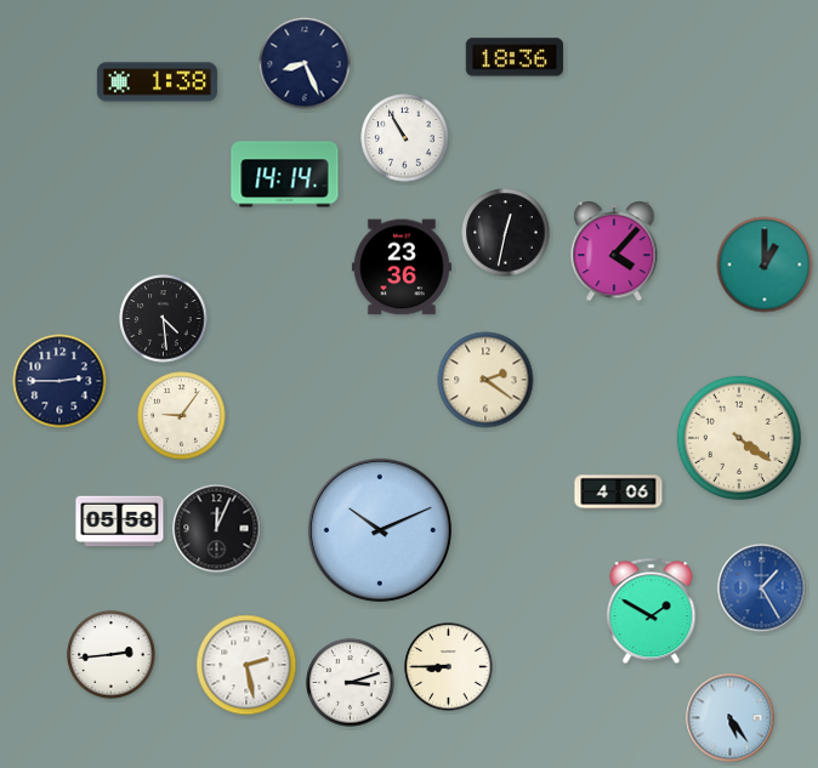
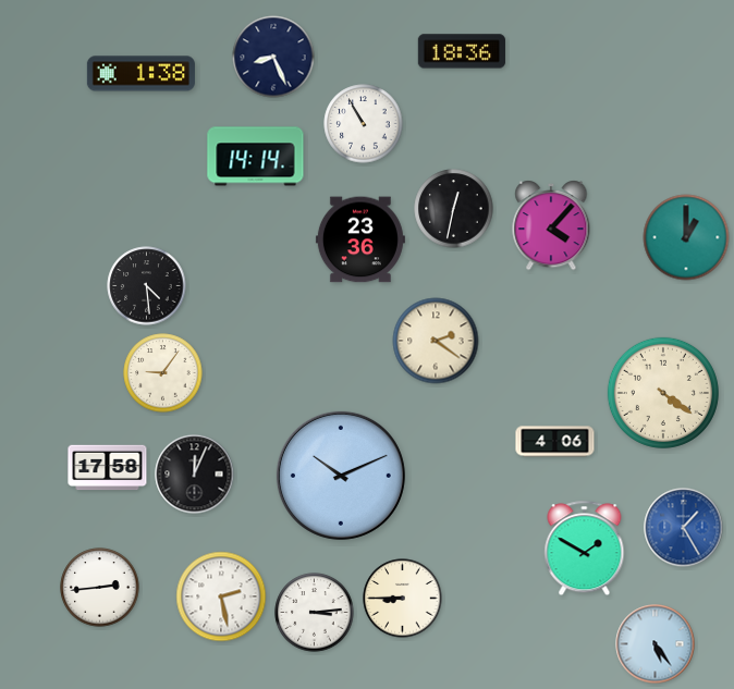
clock at (59, 381): 2:45 -> none
clock at (120, 522): 05:58 -> 17:58
clock at (351, 683): 3:12 -> 3:14
